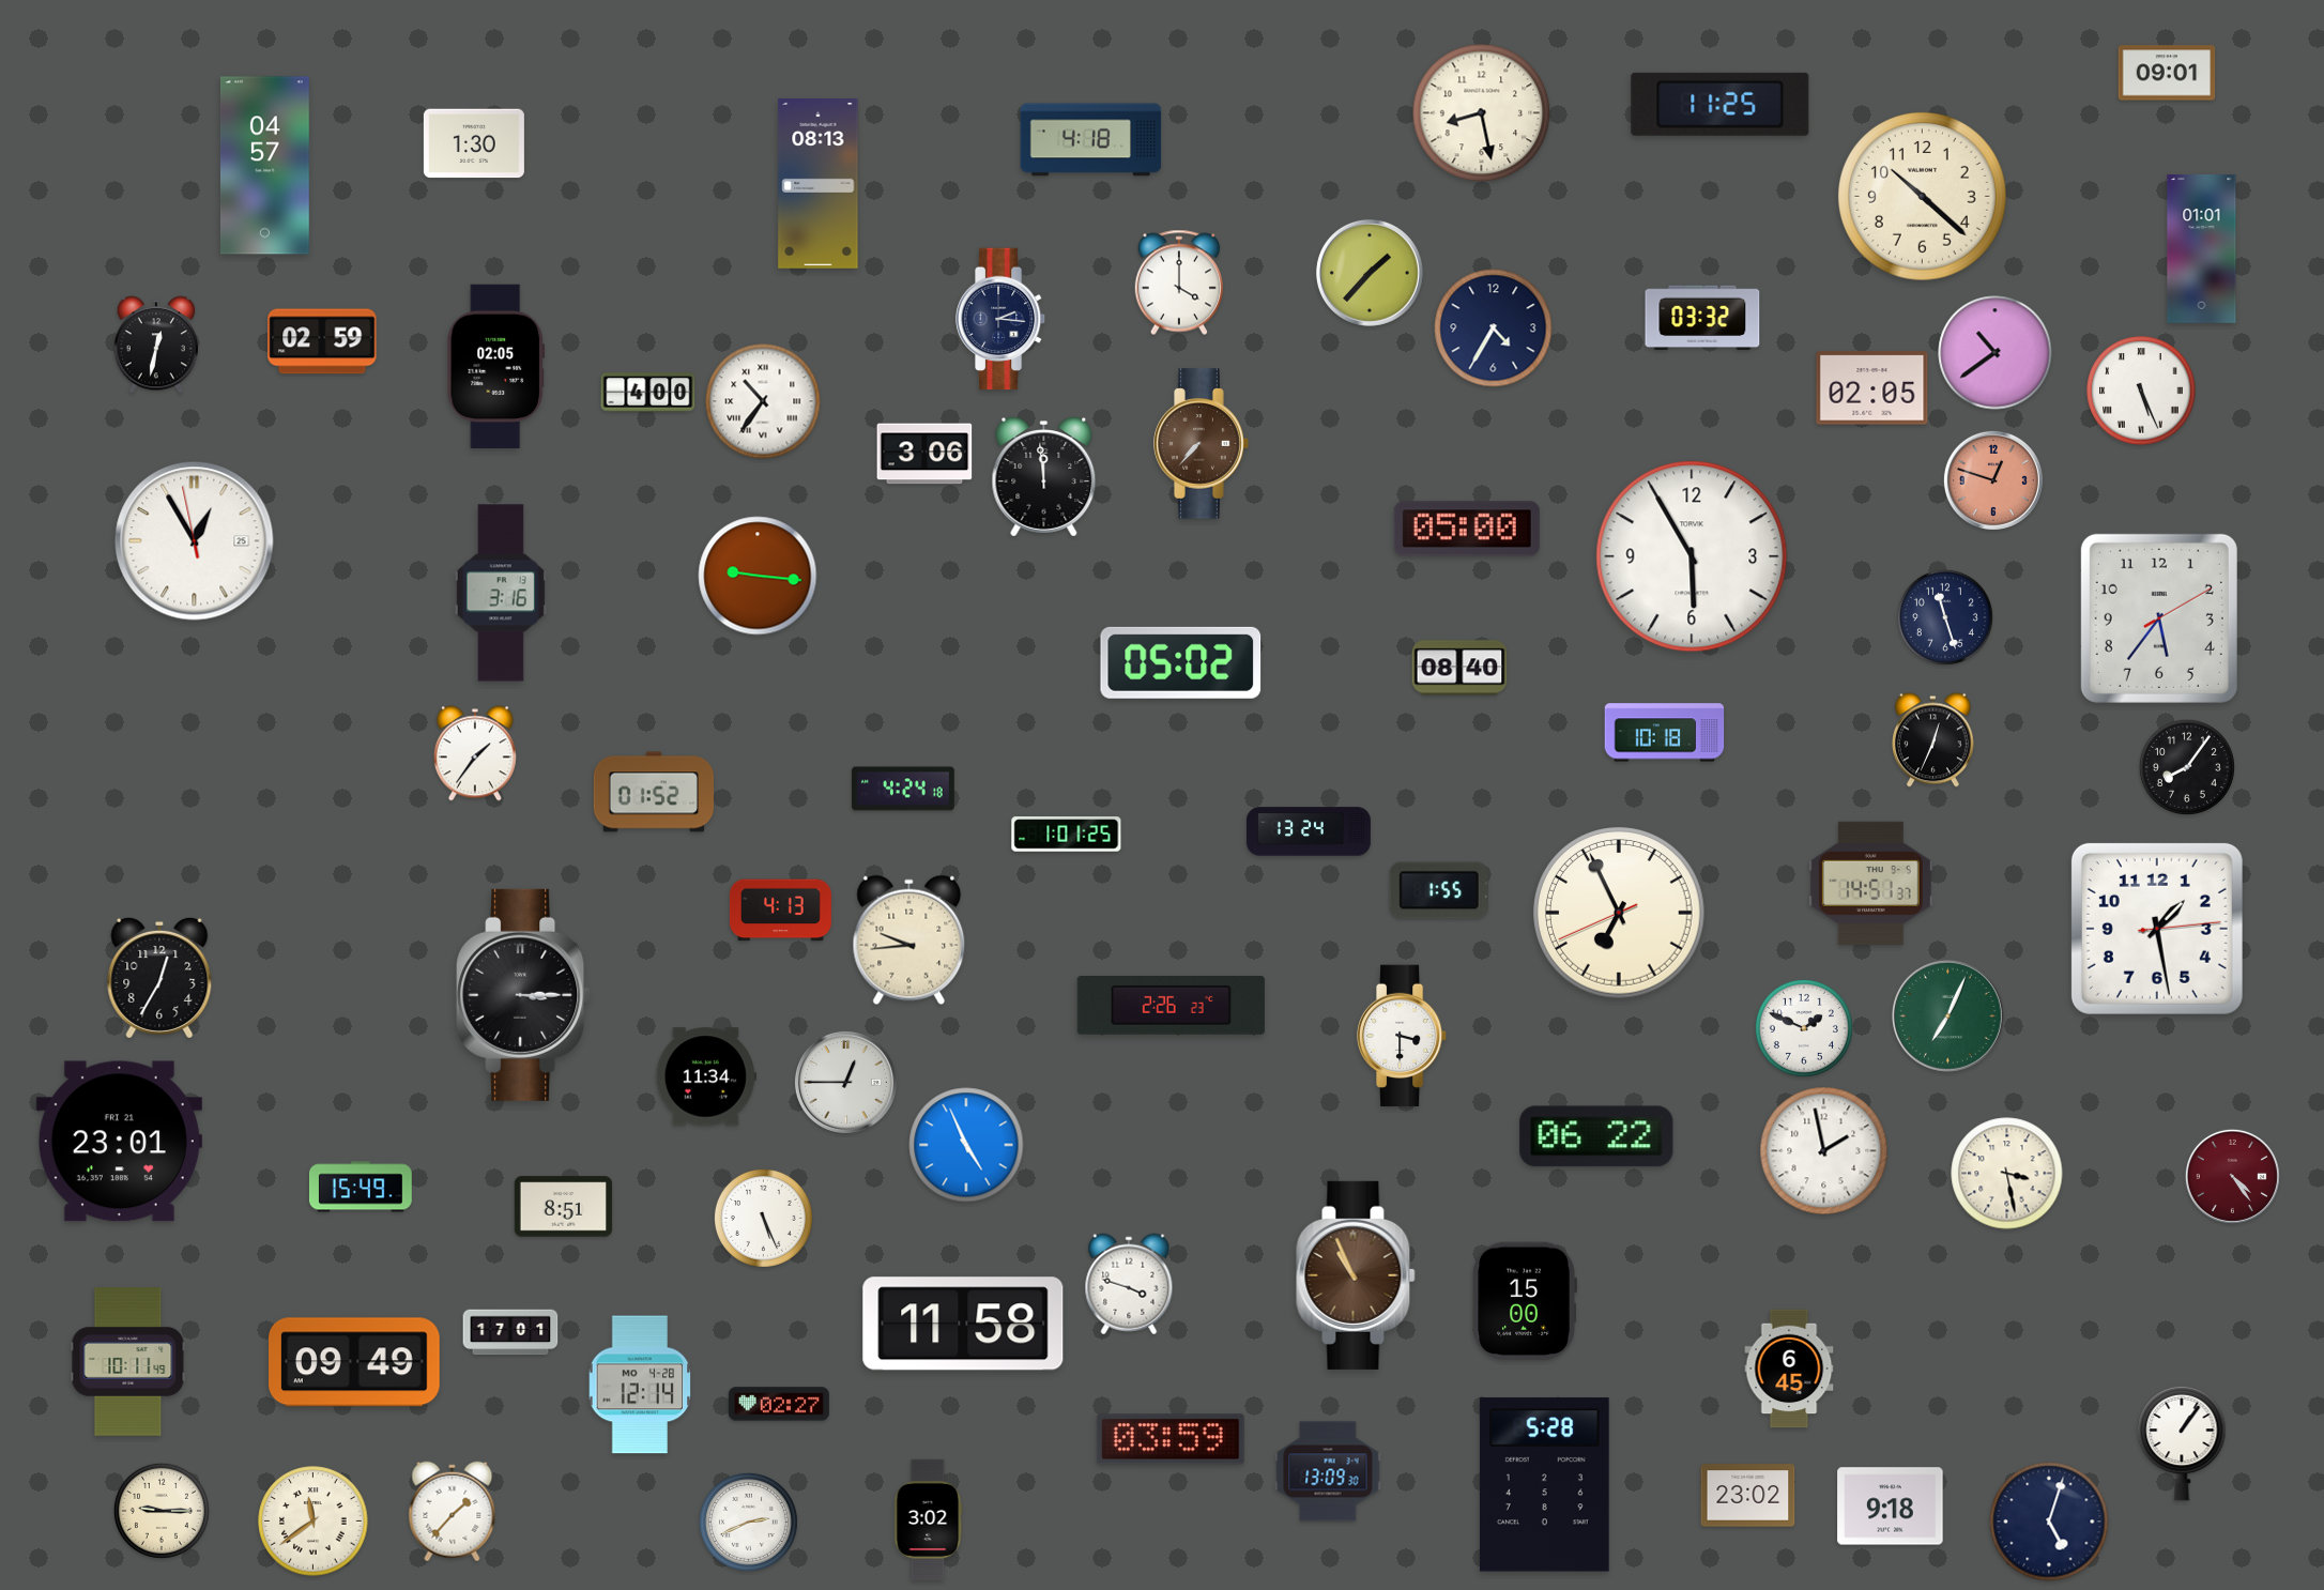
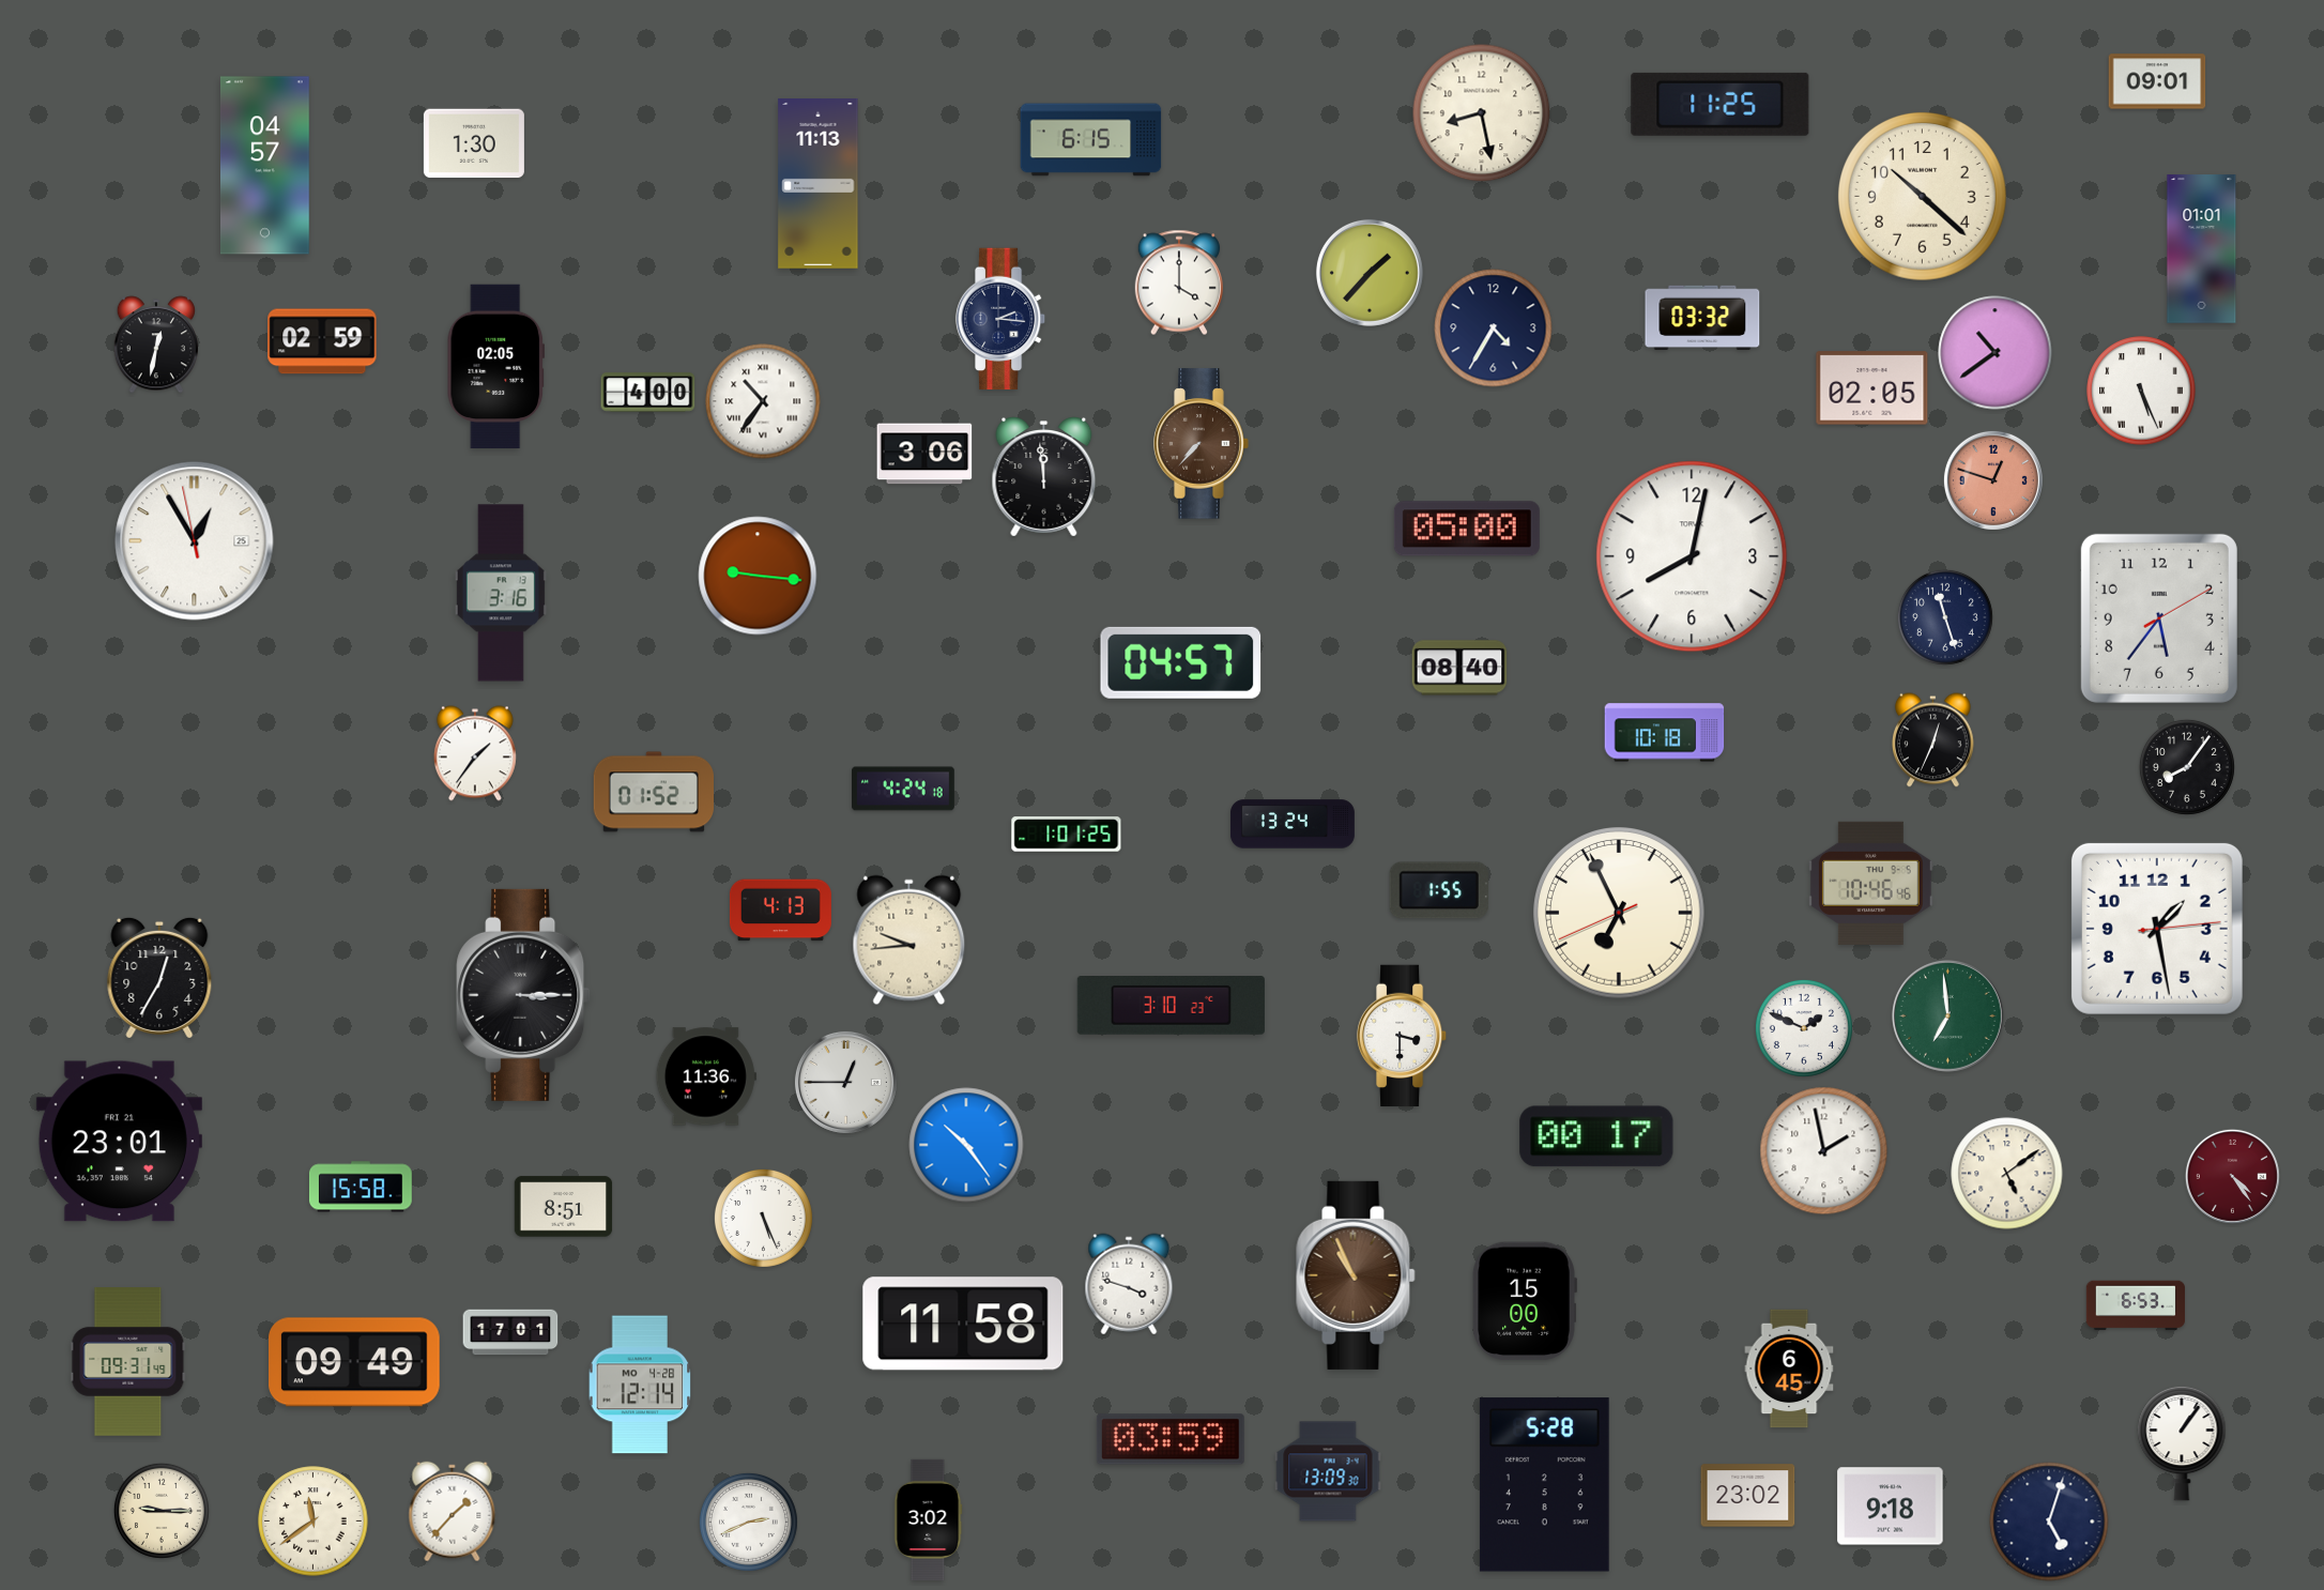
clock at (2167, 73) position: (2167, 73) -> (2157, 81)
clock at (1091, 140): 4:18 -> 6:15
clock at (819, 184): 08:13 -> 11:13
clock at (1692, 556): 5:55 -> 8:02
clock at (1181, 662): 05:02 -> 04:57
clock at (1309, 831) position: (1309, 831) -> (1293, 824)
clock at (1870, 883): 14:51 -> 10:46
clock at (1171, 1006): 2:26 -> 3:10
clock at (1947, 1015): 7:04 -> 6:59
clock at (706, 1076): 11:34 -> 11:36
clock at (1596, 1136): 06:22 -> 00:17
clock at (966, 1145): 4:56 -> 10:24
clock at (2007, 1174): 3:28 -> 5:09
clock at (361, 1187): 15:49 -> 15:58
clock at (2136, 1305): none -> 6:53
clock at (128, 1362): 10:11 -> 09:31
clock at (779, 1404): 02:27 -> none
